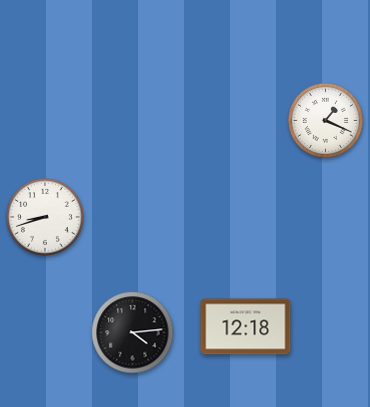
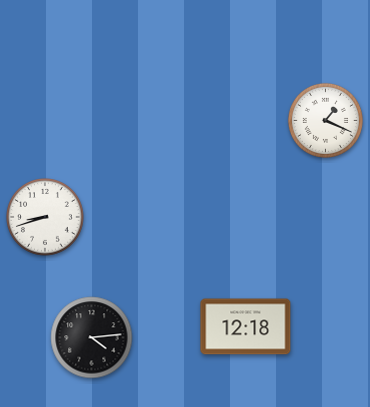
clock at (133, 333) position: (133, 333) -> (92, 338)
